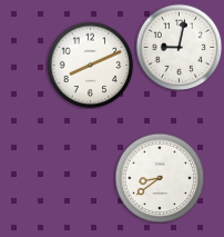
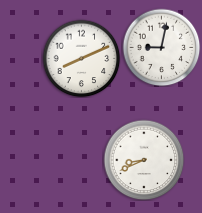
clock at (179, 47) position: (179, 47) -> (161, 47)
clock at (160, 178): 8:39 -> 8:41
